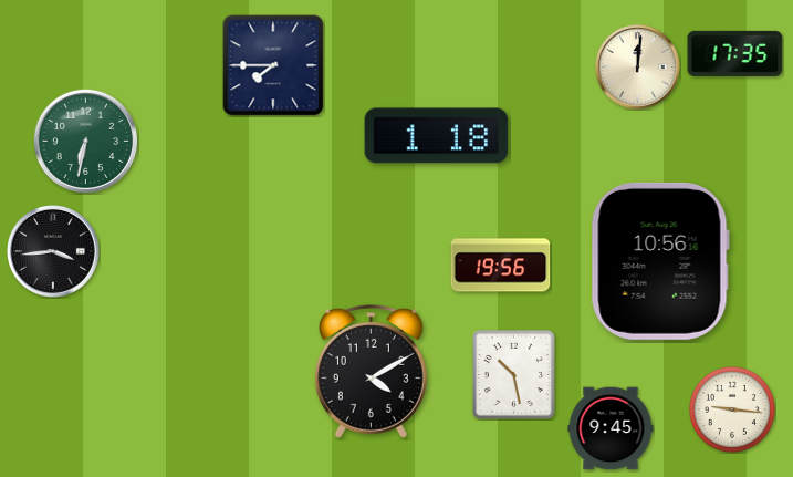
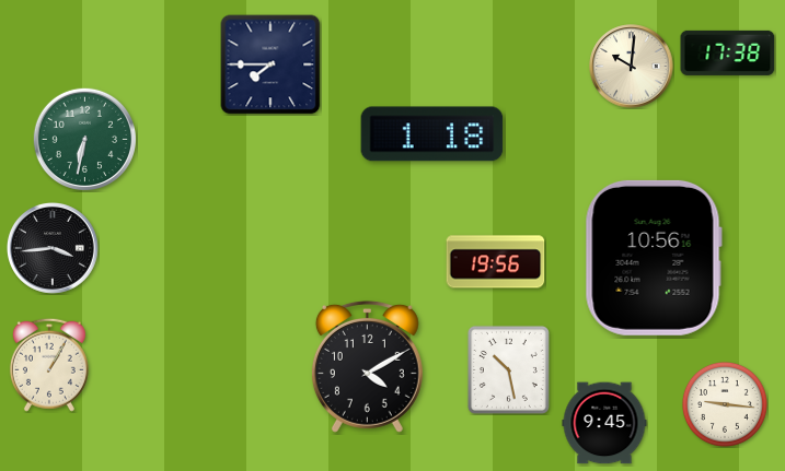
clock at (735, 53): 17:35 -> 17:38
clock at (638, 68): 12:01 -> 10:01
clock at (49, 365): none -> 1:05
